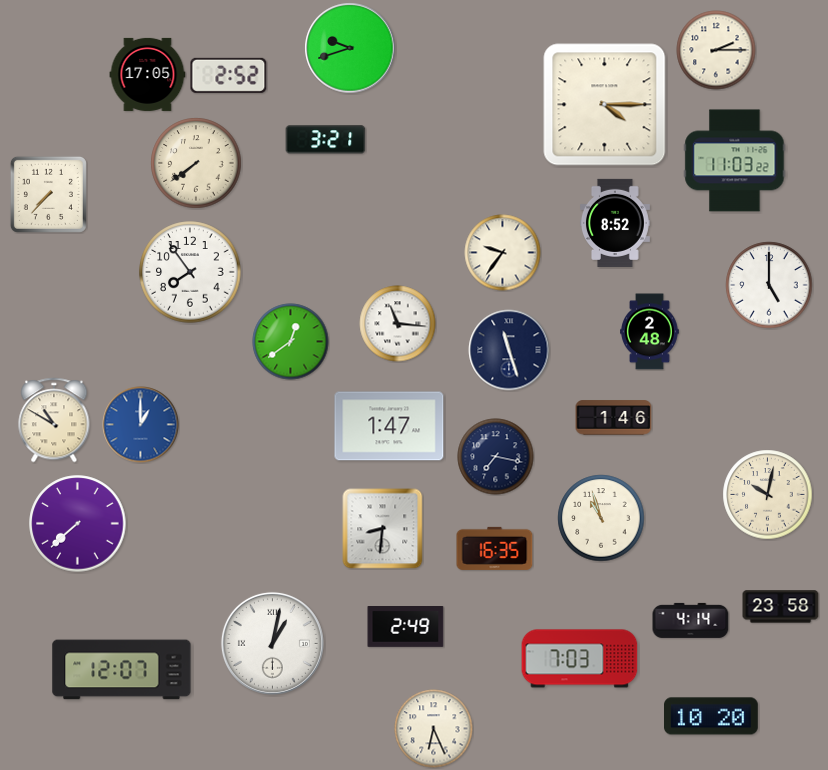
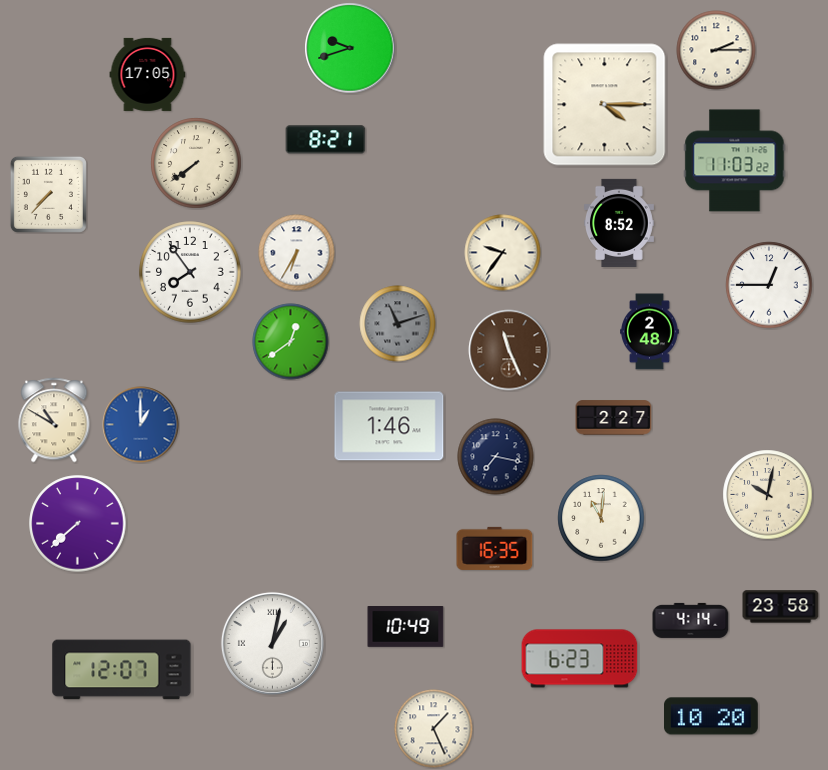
clock at (229, 75): 2:52 -> none
clock at (326, 140): 3:21 -> 8:21
clock at (615, 223) position: (615, 223) -> (619, 223)
clock at (297, 253): none -> 6:35
clock at (769, 285): 5:00 -> 12:45
clock at (398, 324): 11:16 -> 11:12
clock at (398, 324) dial: white -> grey
clock at (509, 350): 11:27 -> 11:26
clock at (509, 350) dial: navy -> brown
clock at (614, 418): 1:46 -> 2:27
clock at (389, 426): 1:47 -> 1:46
clock at (601, 518): 10:57 -> 11:01
clock at (383, 529): 8:31 -> none
clock at (406, 627): 2:49 -> 10:49
clock at (580, 659): 7:03 -> 6:23
clock at (434, 729): 6:26 -> 1:26
